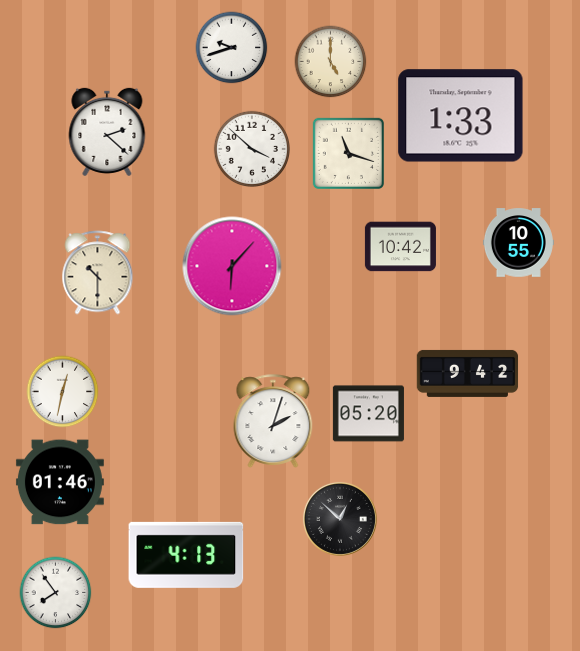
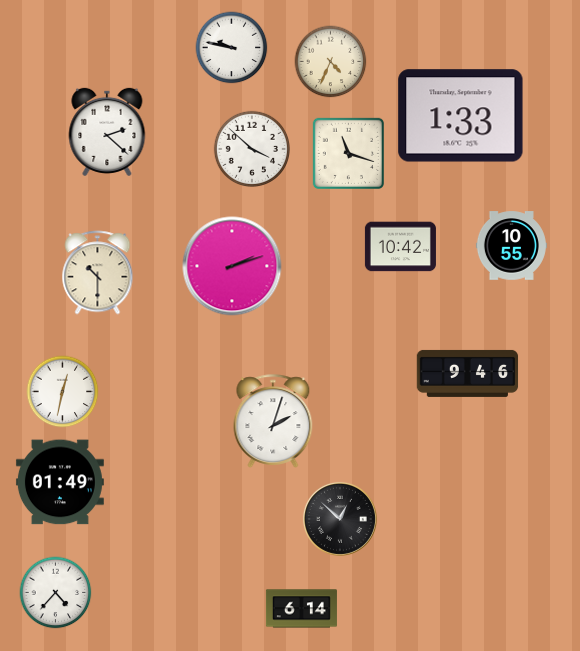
clock at (232, 48): 9:42 -> 9:47
clock at (331, 62): 5:00 -> 4:34
clock at (518, 243) position: (518, 243) -> (511, 246)
clock at (232, 266): 6:07 -> 2:12
clock at (468, 373): 9:42 -> 9:46
clock at (368, 414): 05:20 -> none
clock at (60, 482): 01:46 -> 01:49
clock at (186, 555): 4:13 -> none
clock at (56, 593): 7:54 -> 4:37
clock at (301, 609): none -> 6:14
